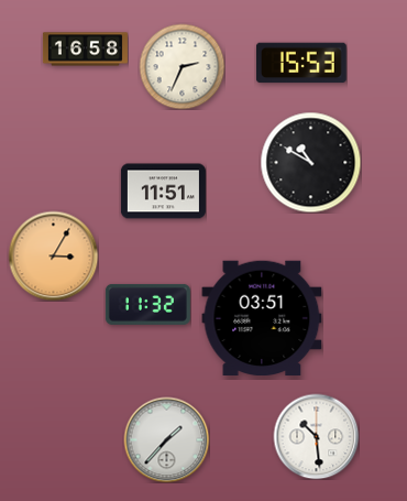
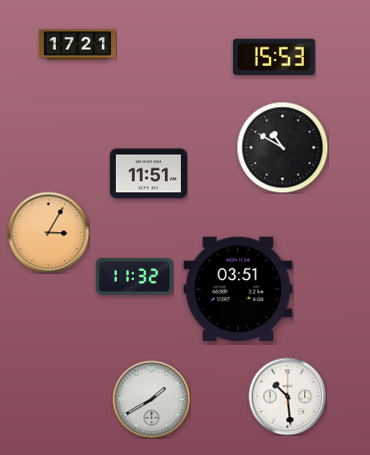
clock at (85, 50): 16:58 -> 17:21
clock at (182, 66): 2:34 -> none
clock at (166, 439): 1:37 -> 1:40
